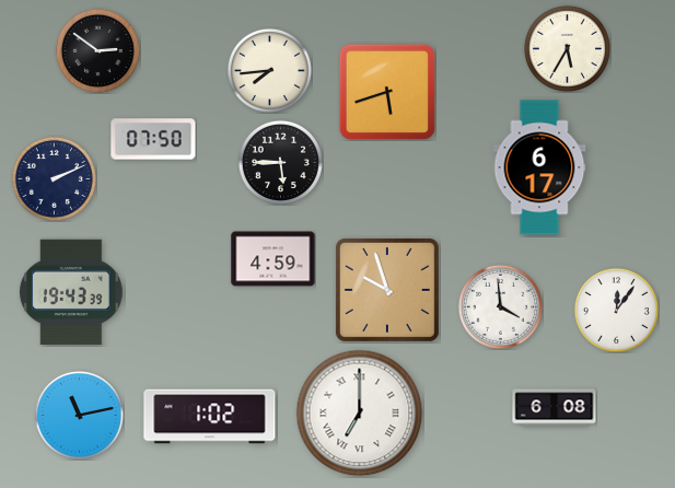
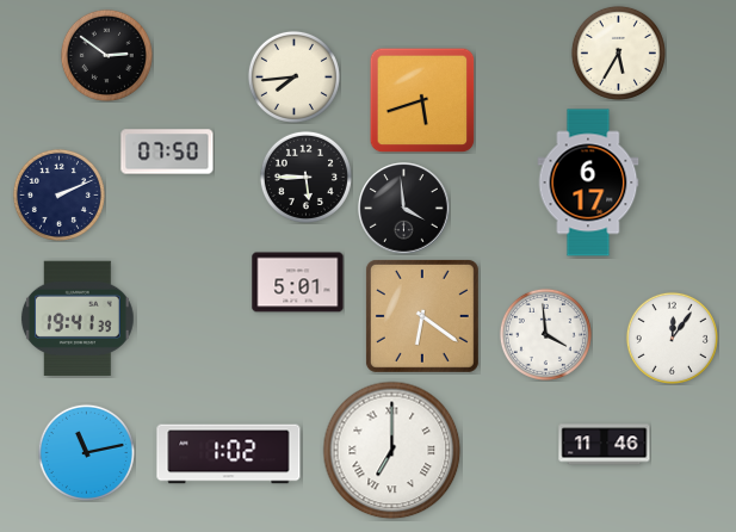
clock at (404, 209): none -> 3:59
clock at (274, 259): 4:59 -> 5:01
clock at (387, 290): 9:57 -> 6:21
clock at (71, 292): 19:43 -> 19:41
clock at (555, 408): 6:08 -> 11:46
